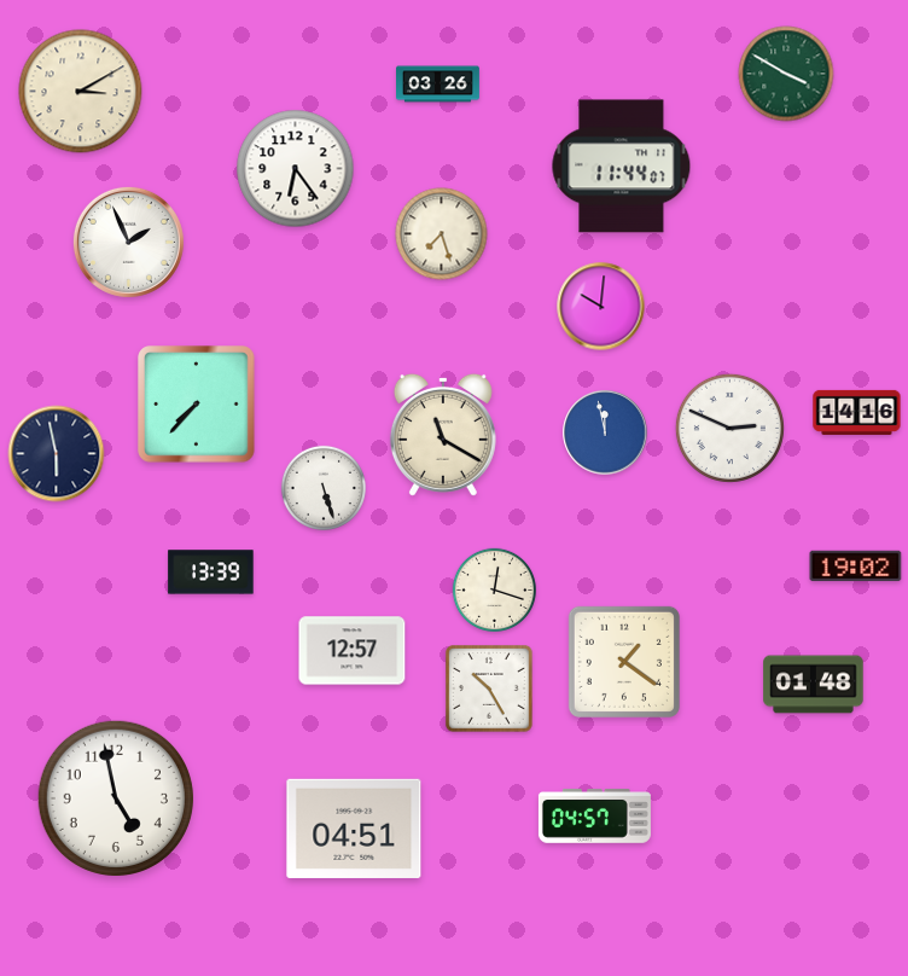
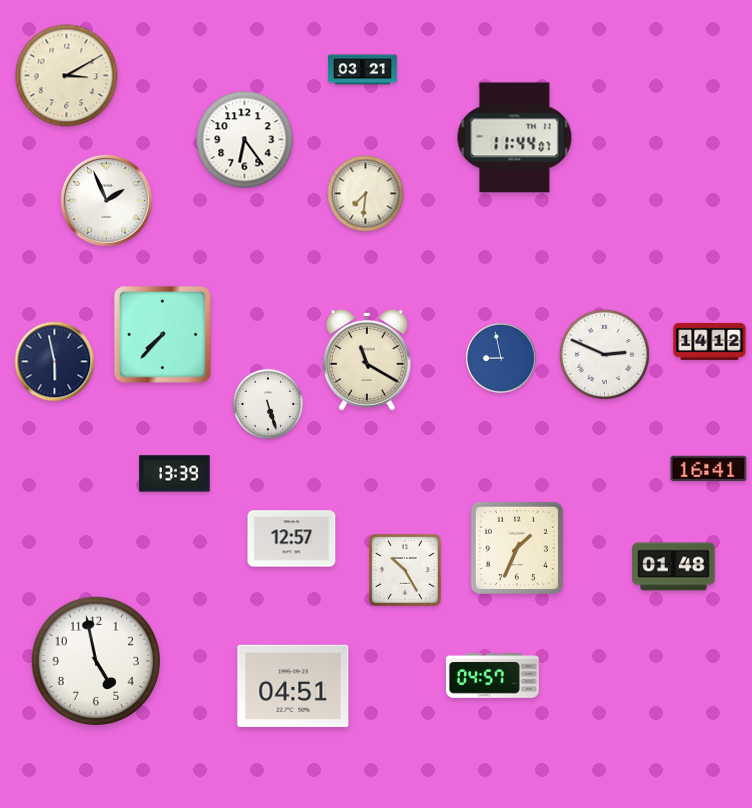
clock at (786, 74): 3:50 -> none
clock at (438, 85): 03:26 -> 03:21
clock at (442, 234): 7:27 -> 7:31
clock at (601, 307): 10:01 -> none
clock at (857, 412): 14:16 -> 14:12
clock at (605, 432): 11:58 -> 8:58
clock at (57, 454) position: (57, 454) -> (55, 362)
clock at (856, 567): 19:02 -> 16:41
clock at (494, 589): 12:18 -> none
clock at (624, 662): 1:21 -> 1:34
